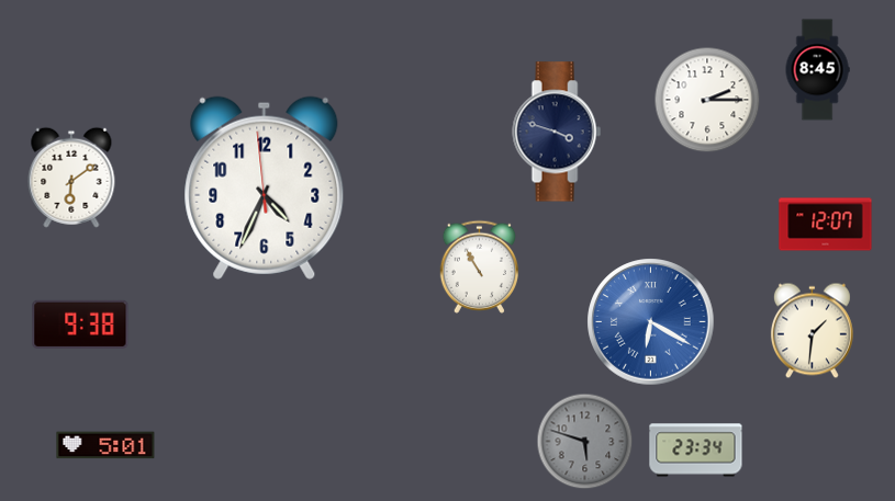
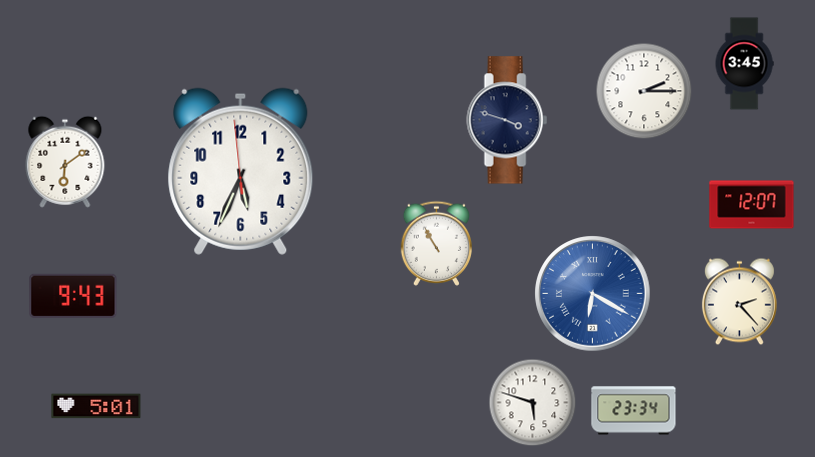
clock at (817, 70): 8:45 -> 3:45
clock at (265, 187): 4:33 -> 5:33
clock at (80, 324): 9:38 -> 9:43
clock at (812, 330): 1:31 -> 2:23
clock at (584, 441) dial: grey -> white
